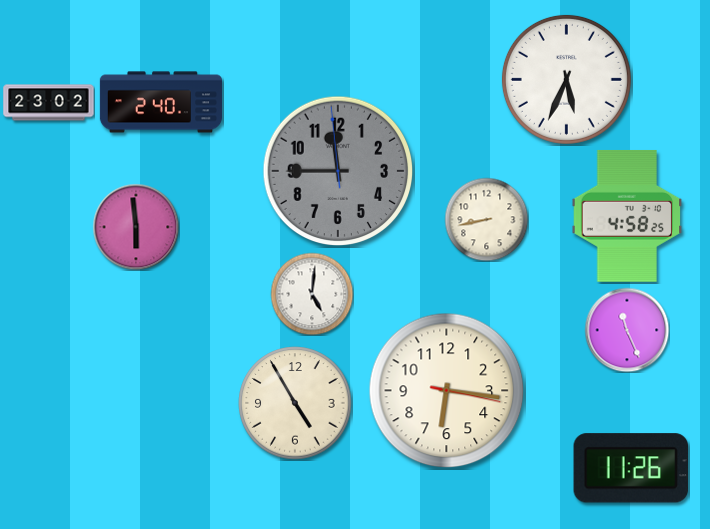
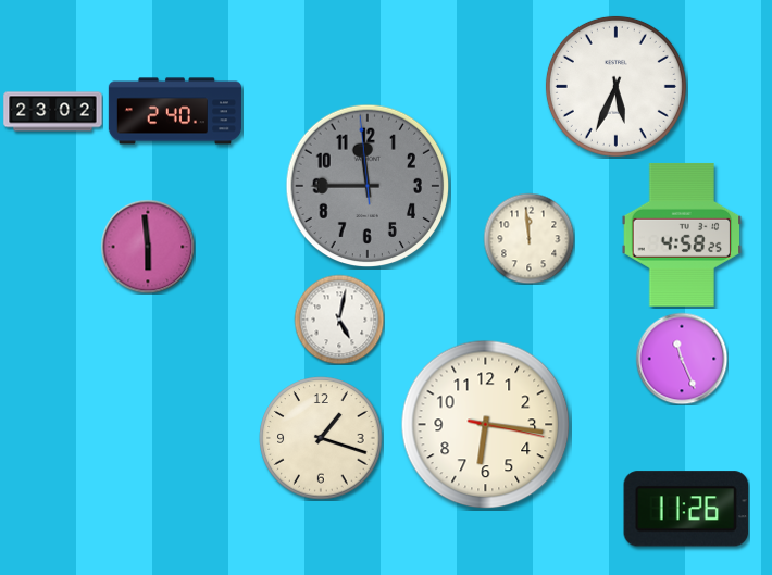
clock at (486, 219): 8:43 -> 11:59
clock at (312, 294): 5:01 -> 5:02
clock at (295, 403): 4:55 -> 1:18
